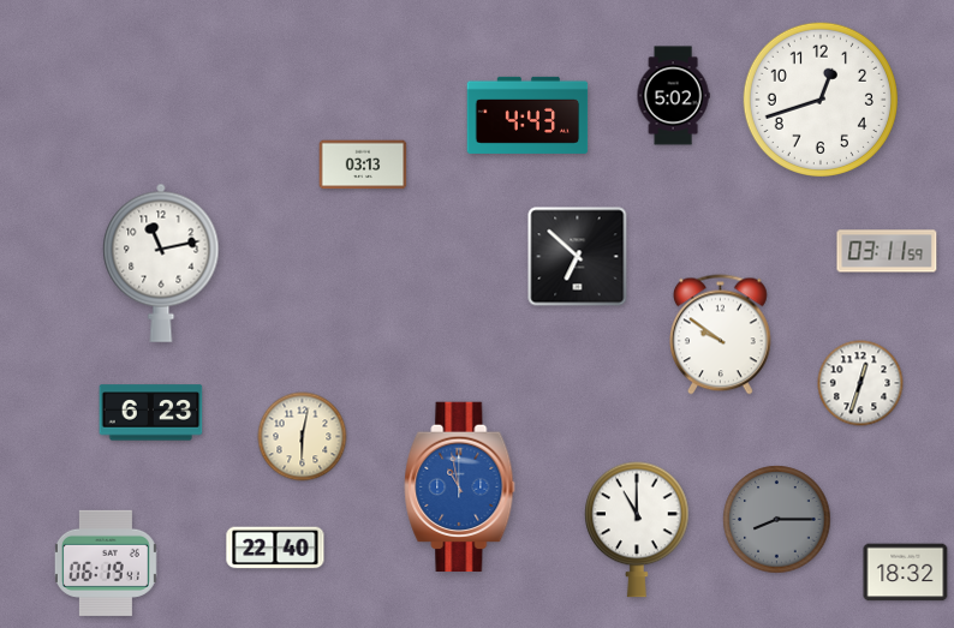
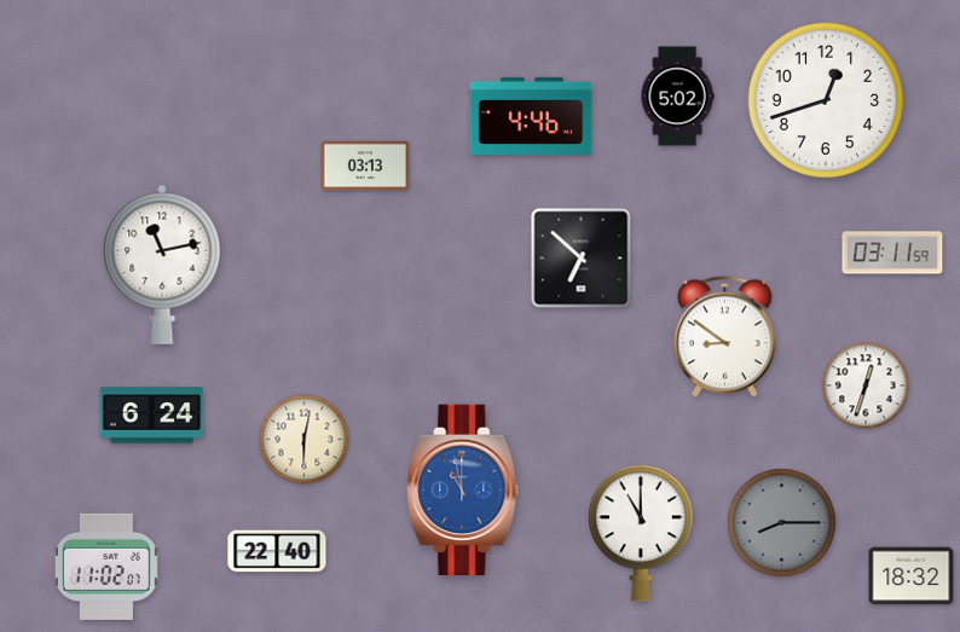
clock at (527, 115): 4:43 -> 4:46
clock at (721, 335): 9:51 -> 8:51
clock at (151, 413): 6:23 -> 6:24
clock at (106, 563): 06:19 -> 11:02
